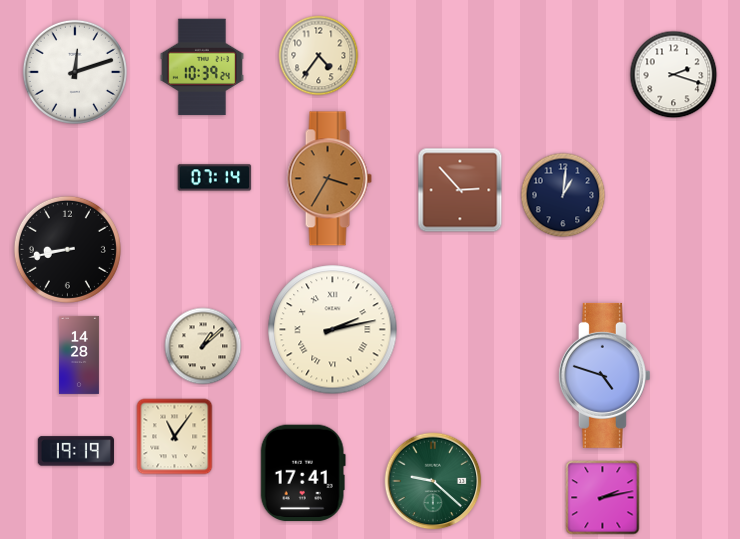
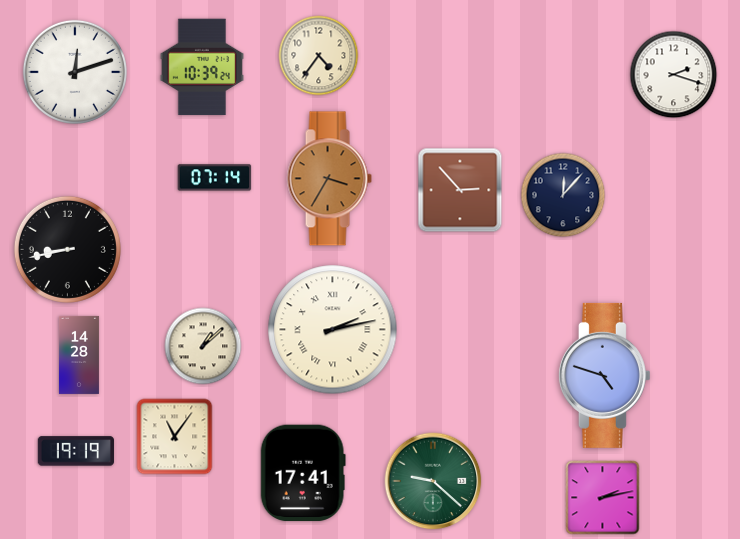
clock at (563, 195): 1:01 -> 12:07
